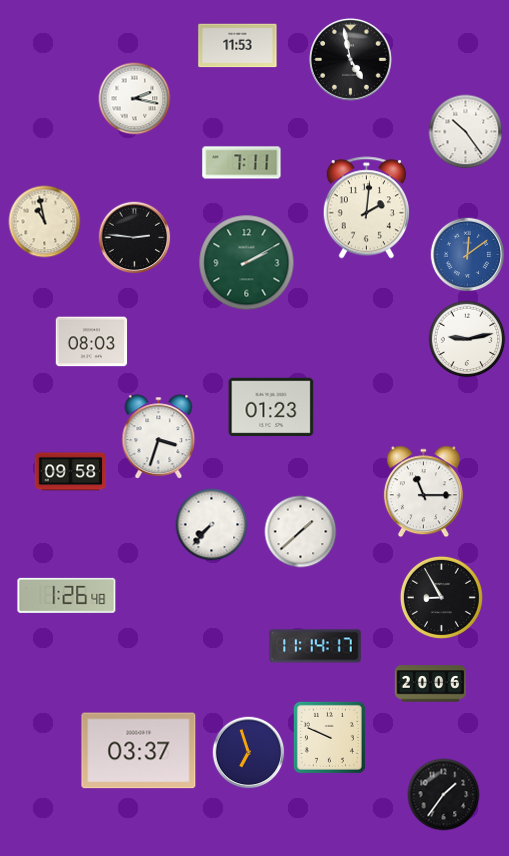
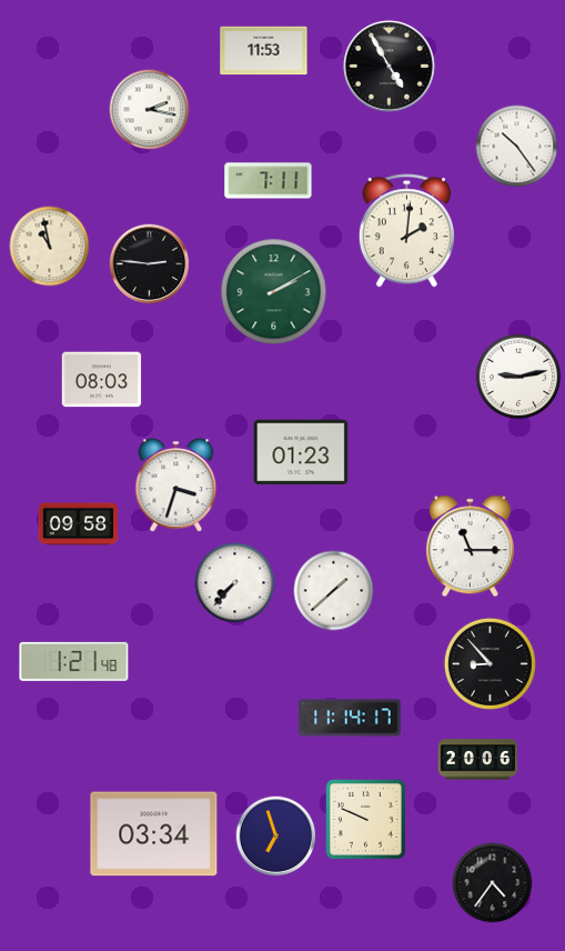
clock at (350, 59): 4:58 -> 4:55
clock at (468, 255): 12:09 -> none
clock at (67, 595): 1:26 -> 1:21
clock at (441, 597): 8:55 -> 8:53
clock at (139, 751): 03:37 -> 03:34
clock at (444, 795): 1:36 -> 4:36
